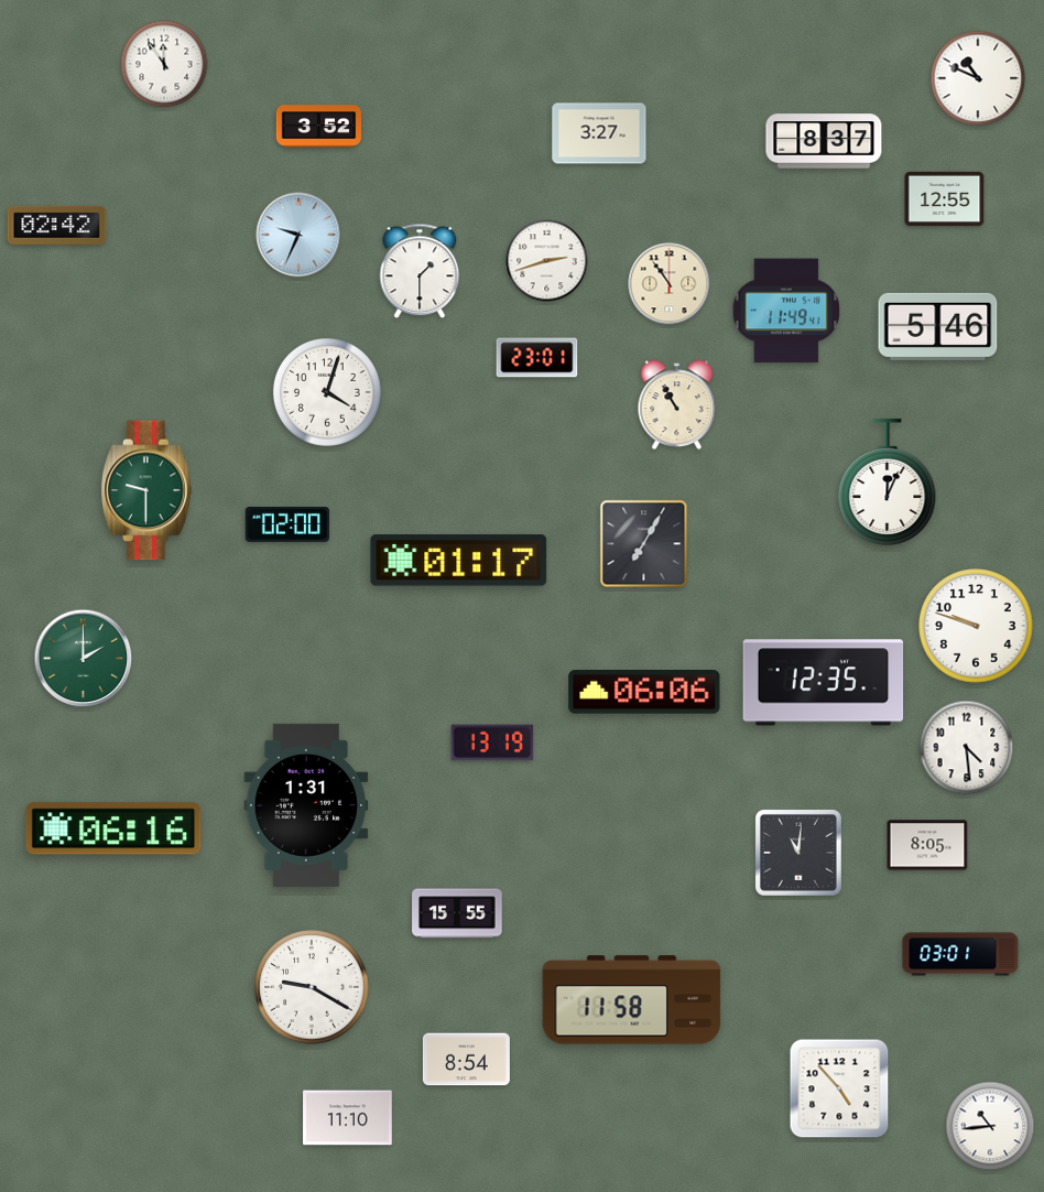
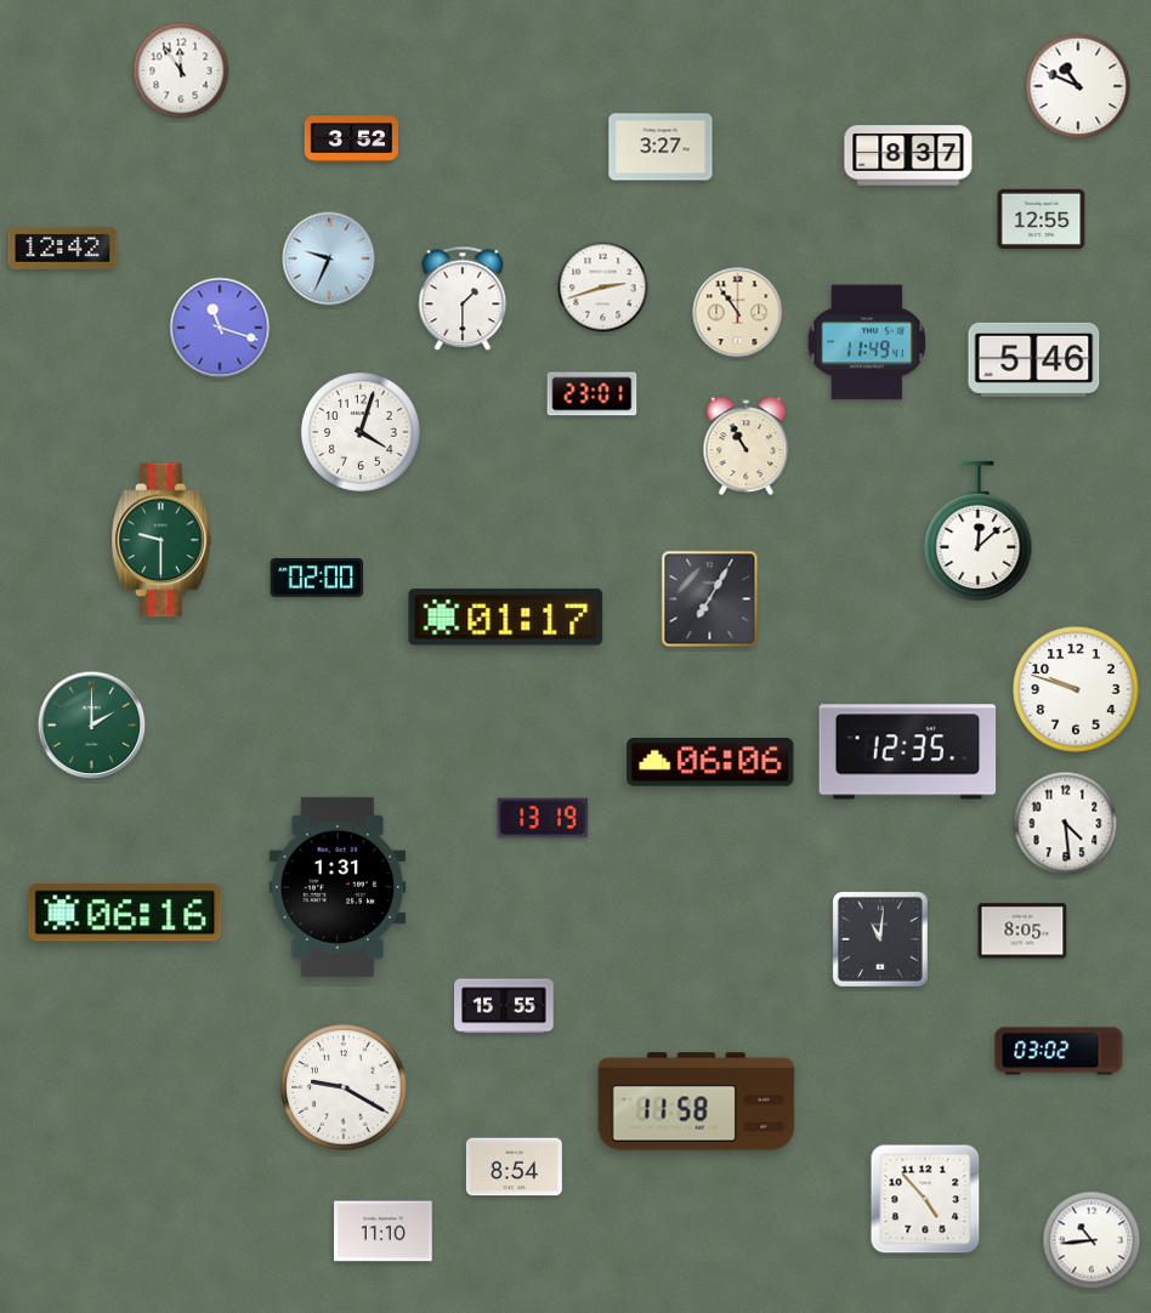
clock at (57, 225): 02:42 -> 12:42
clock at (220, 328): none -> 11:18
clock at (888, 481): 12:04 -> 12:08
clock at (960, 954): 03:01 -> 03:02
